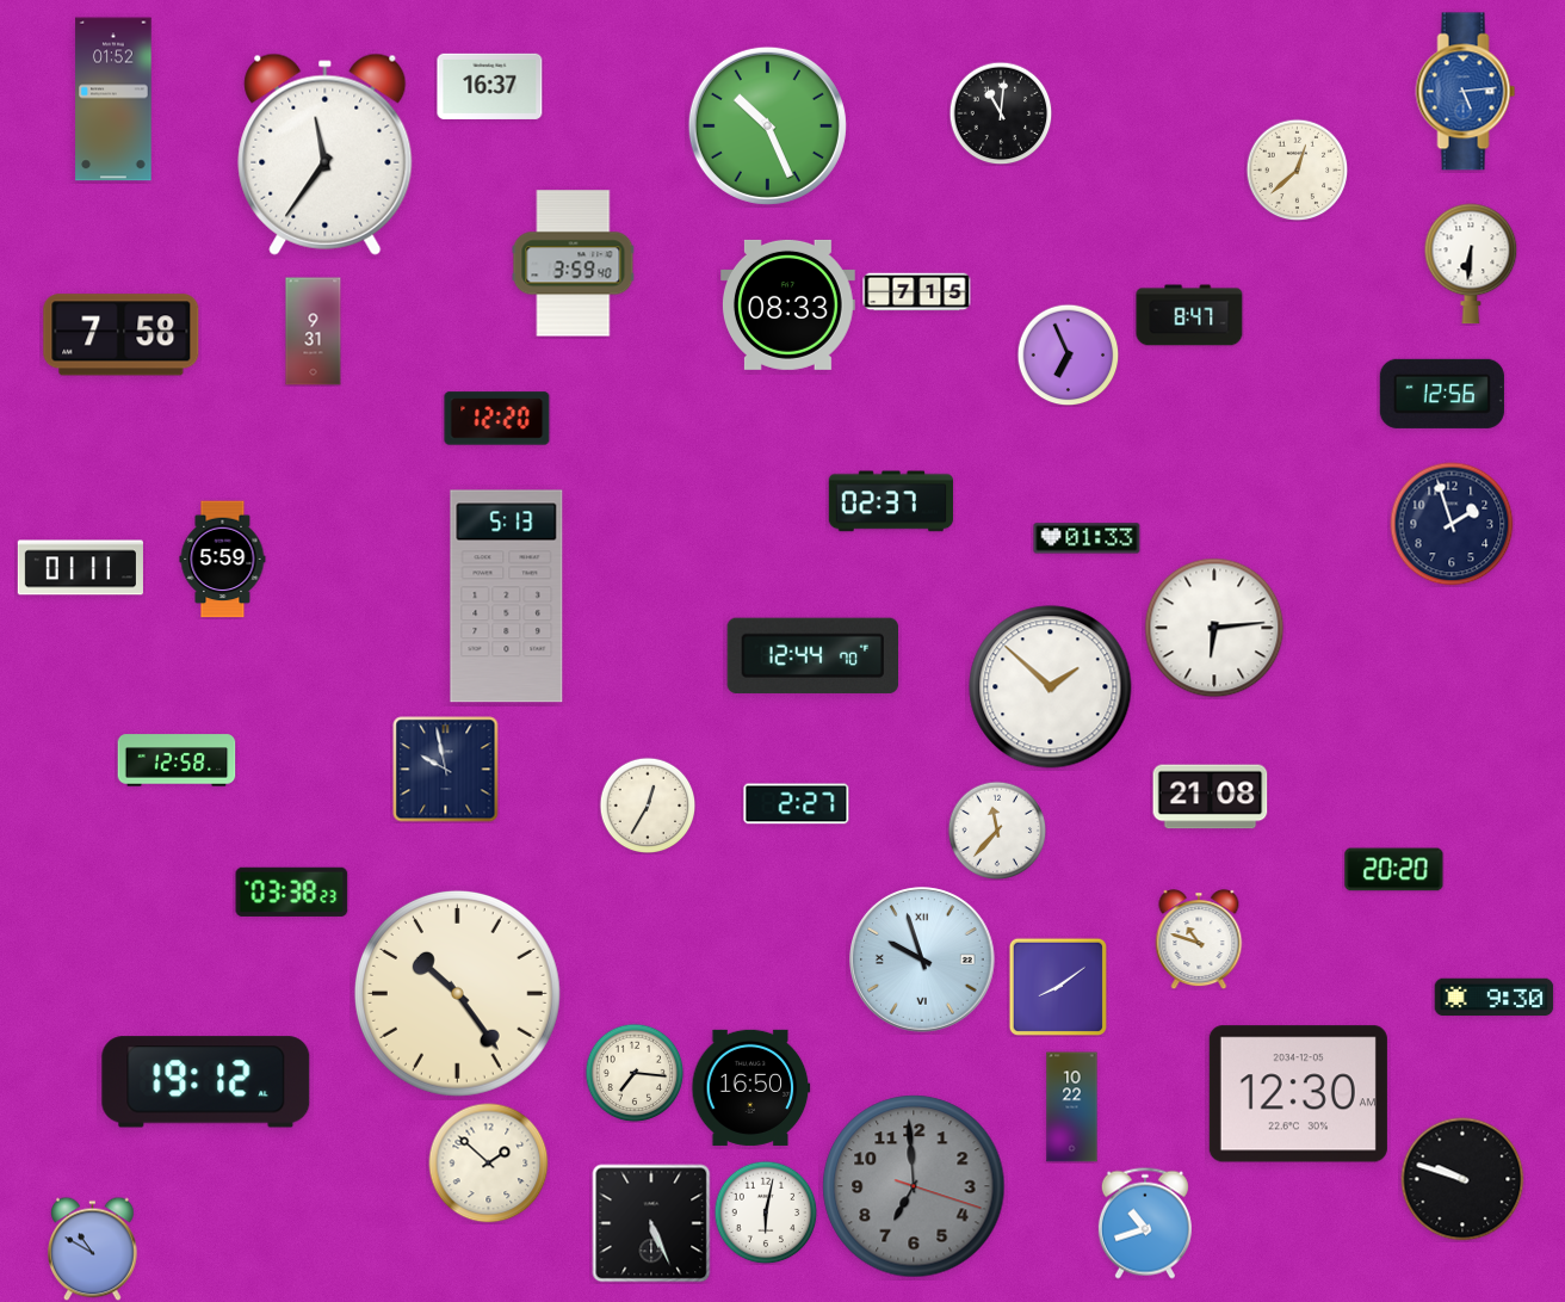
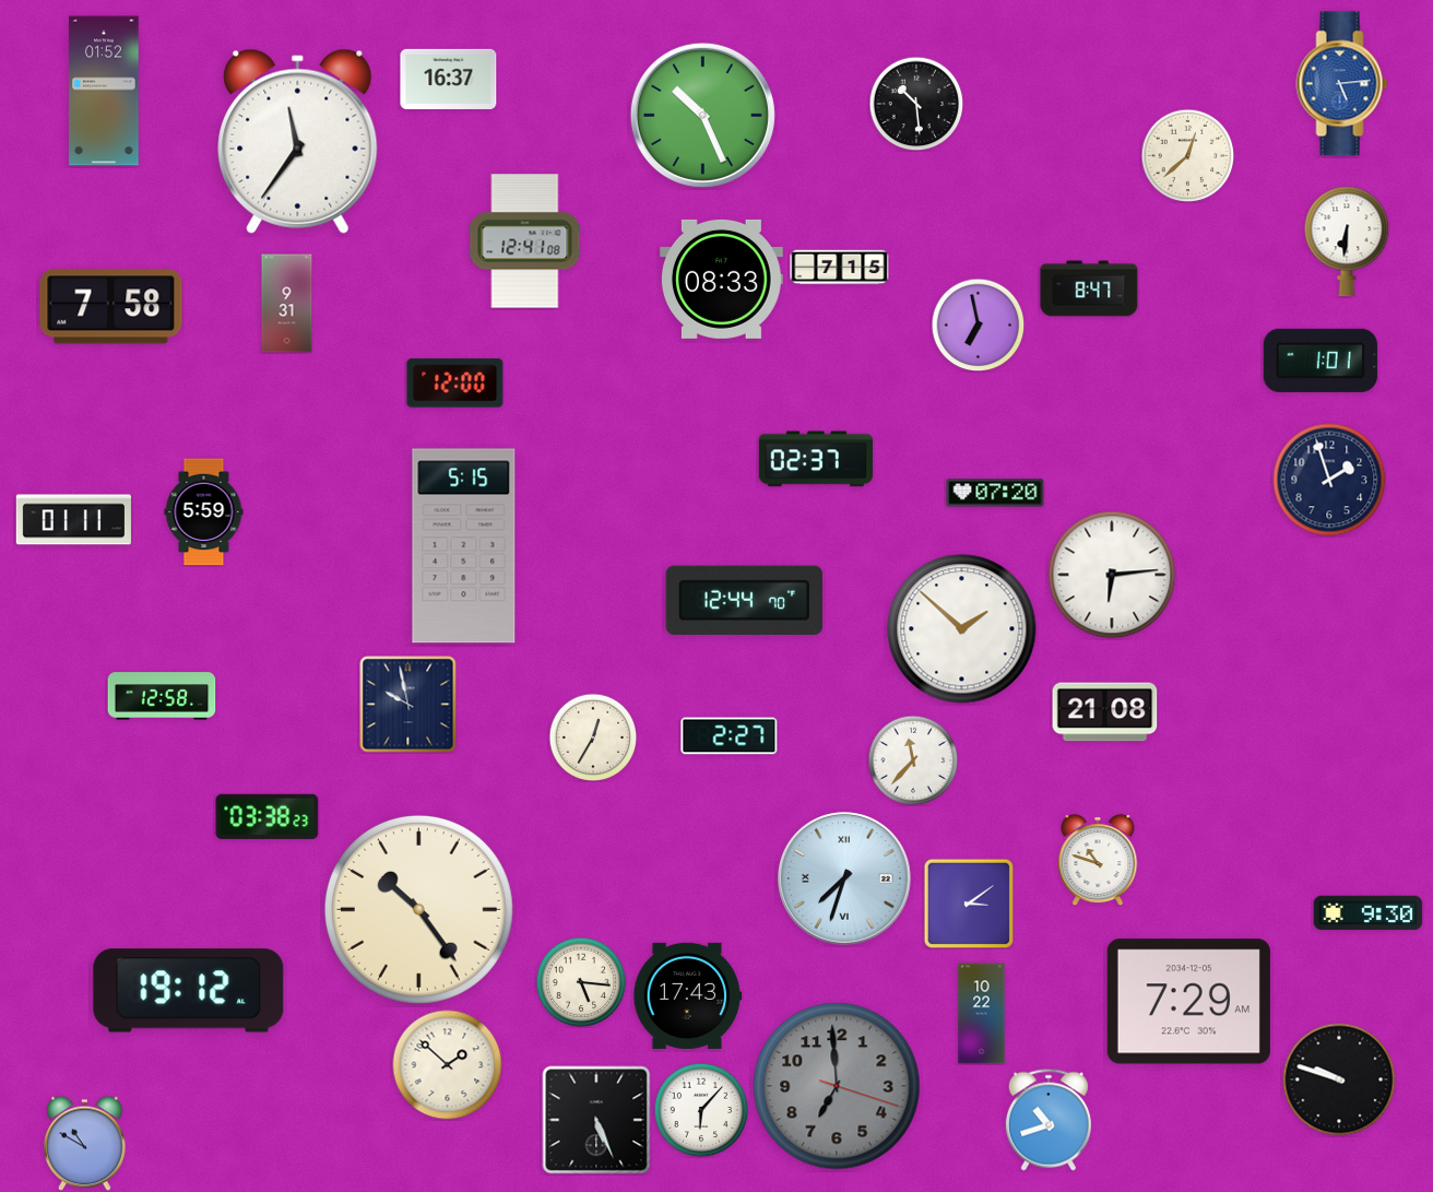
clock at (1001, 113): 11:01 -> 10:29
clock at (574, 264): 3:59 -> 12:41
clock at (1068, 354): 6:56 -> 6:58
clock at (1442, 394): 12:56 -> 1:01
clock at (497, 419): 12:20 -> 12:00
clock at (1087, 538): 01:33 -> 07:20
clock at (507, 597): 5:13 -> 5:15
clock at (1211, 797) position: (1211, 797) -> (1105, 712)
clock at (1394, 870): 20:20 -> none
clock at (922, 959): 9:57 -> 7:33
clock at (1058, 987): 8:09 -> 3:09
clock at (635, 1073): 7:16 -> 5:16
clock at (751, 1087): 16:50 -> 17:43
clock at (1298, 1094): 12:30 -> 7:29
clock at (766, 1212): 6:02 -> 6:07
